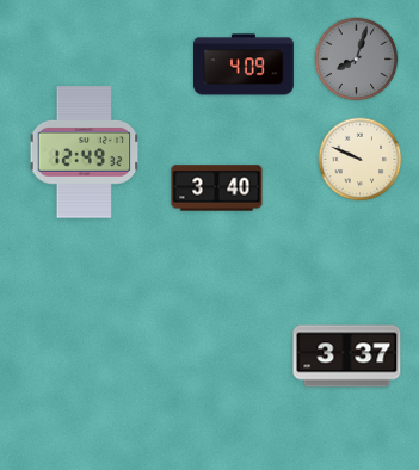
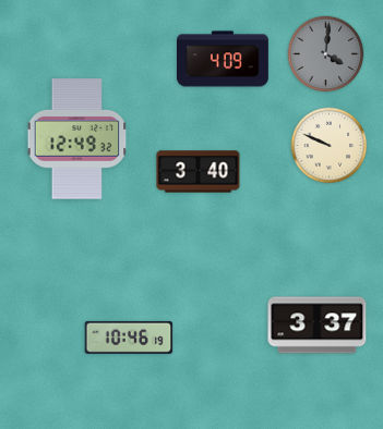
clock at (357, 60): 8:03 -> 4:01
clock at (129, 338): none -> 10:46
